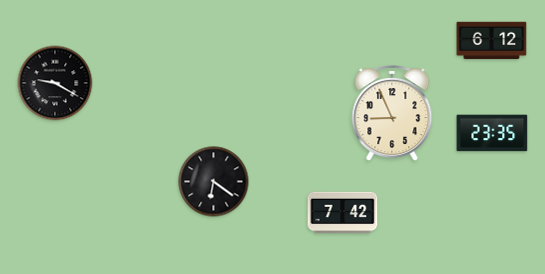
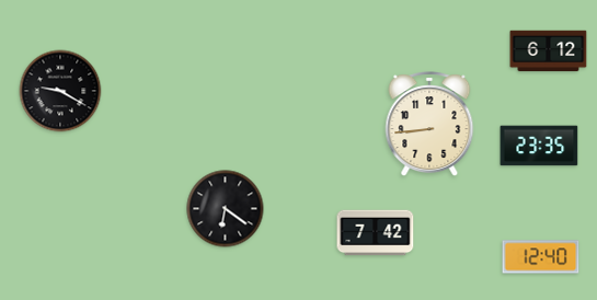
clock at (492, 41) position: (492, 41) -> (549, 51)
clock at (392, 114): 8:56 -> 8:44
clock at (214, 182) position: (214, 182) -> (226, 209)
clock at (541, 257): none -> 12:40
